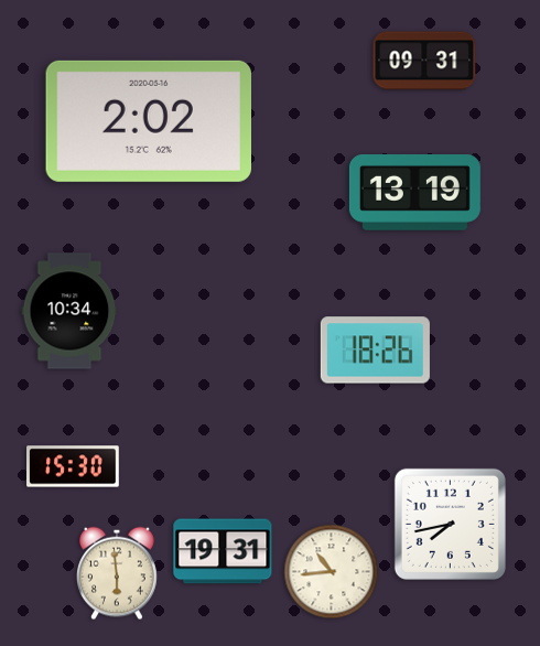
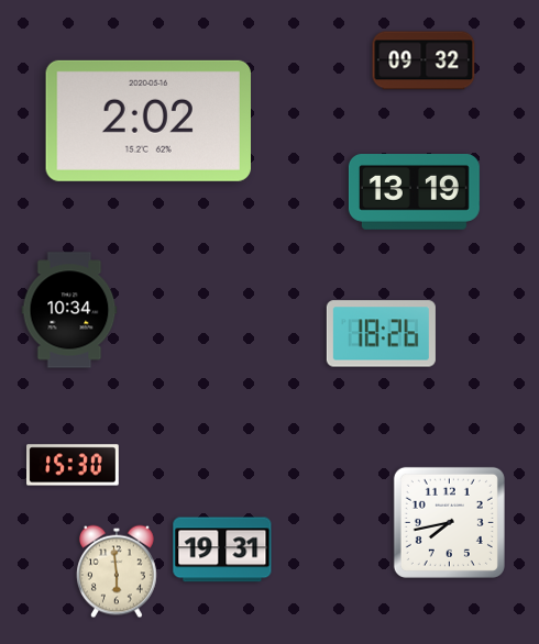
clock at (424, 61): 09:31 -> 09:32
clock at (375, 351) position: (375, 351) -> (381, 334)
clock at (332, 572): 10:44 -> none
